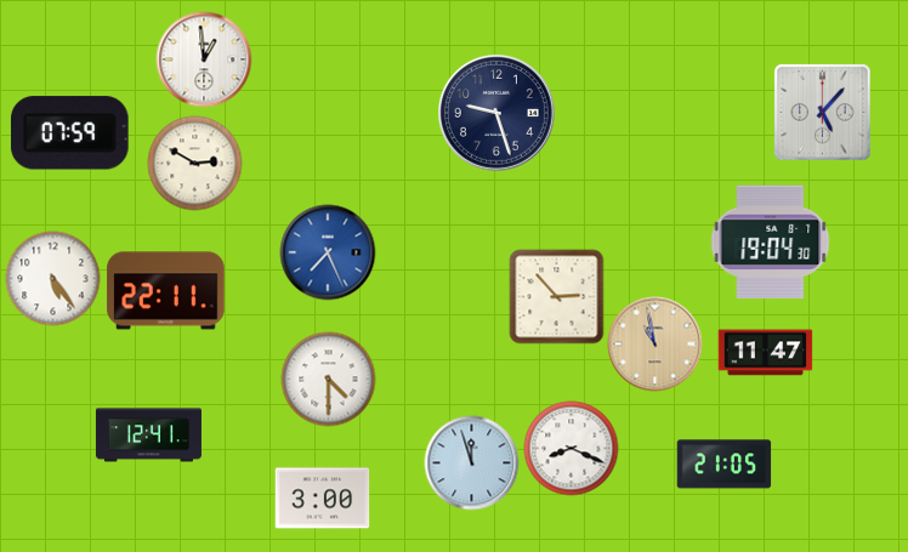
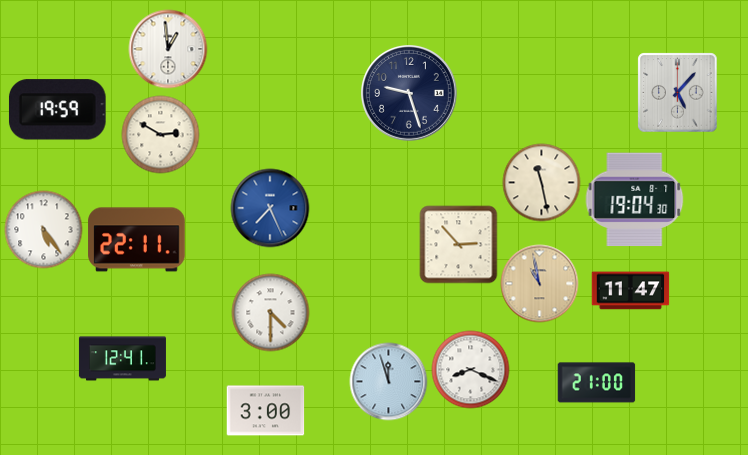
clock at (69, 133): 07:59 -> 19:59
clock at (541, 182): none -> 11:28
clock at (723, 465): 21:05 -> 21:00
